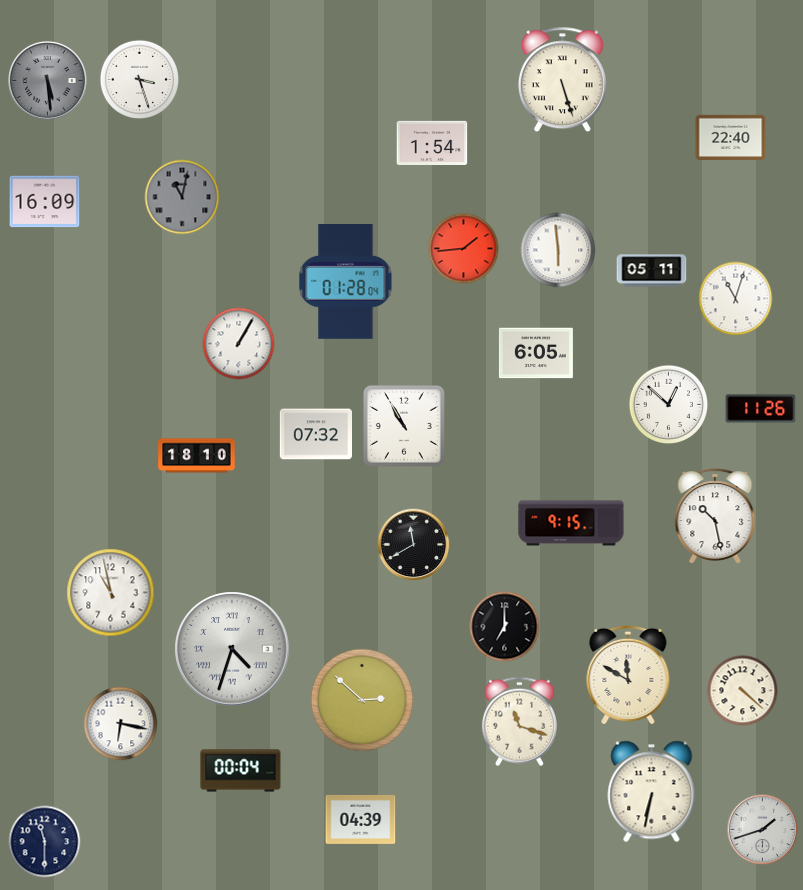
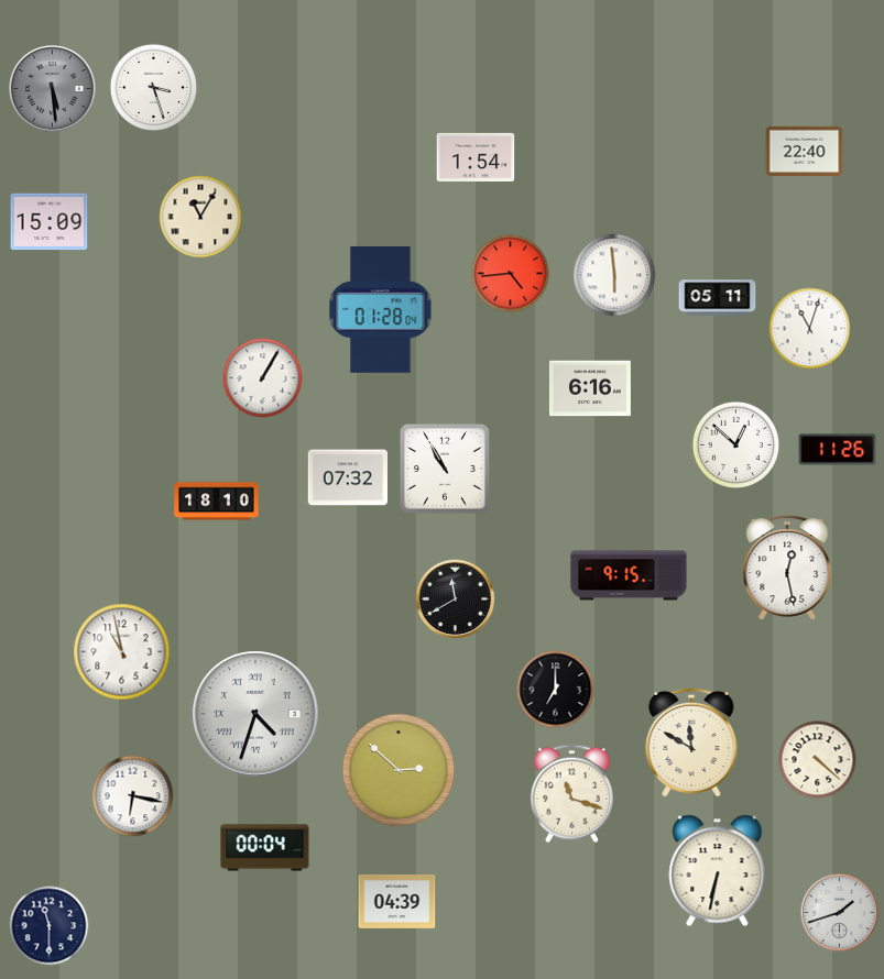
clock at (562, 80): 5:27 -> none
clock at (182, 197): 11:02 -> 11:05
clock at (182, 197) dial: grey -> cream
clock at (45, 202): 16:09 -> 15:09
clock at (464, 249): 1:44 -> 4:44
clock at (536, 353): 6:05 -> 6:16
clock at (715, 516): 10:28 -> 12:28
